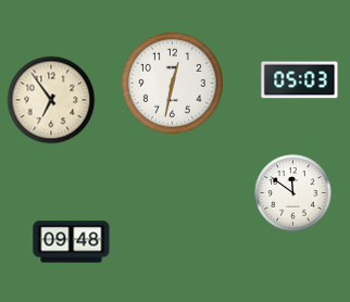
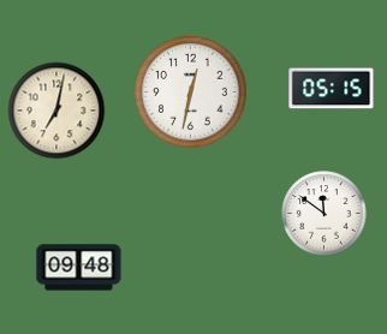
clock at (300, 80): 05:03 -> 05:15
clock at (51, 100): 6:54 -> 7:02
